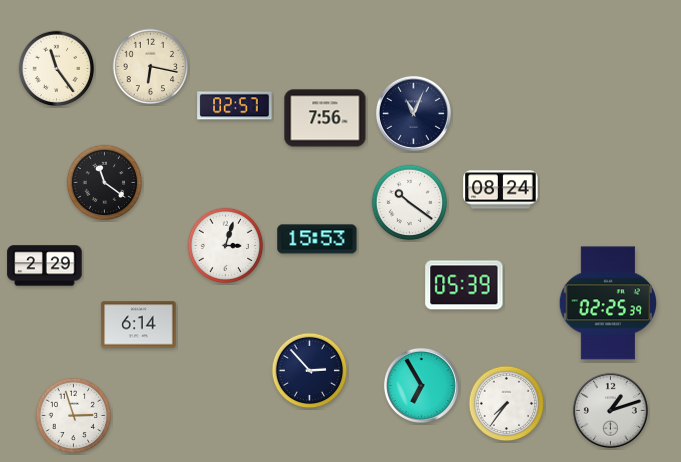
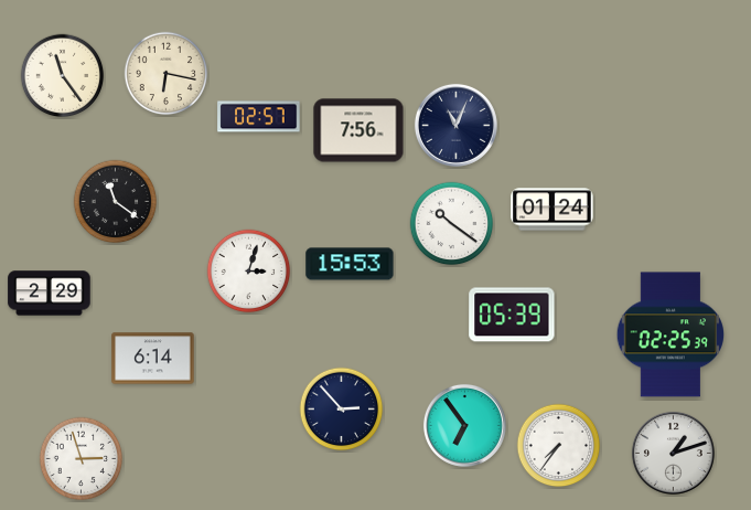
clock at (501, 190): 08:24 -> 01:24
clock at (421, 385): 6:55 -> 6:54
